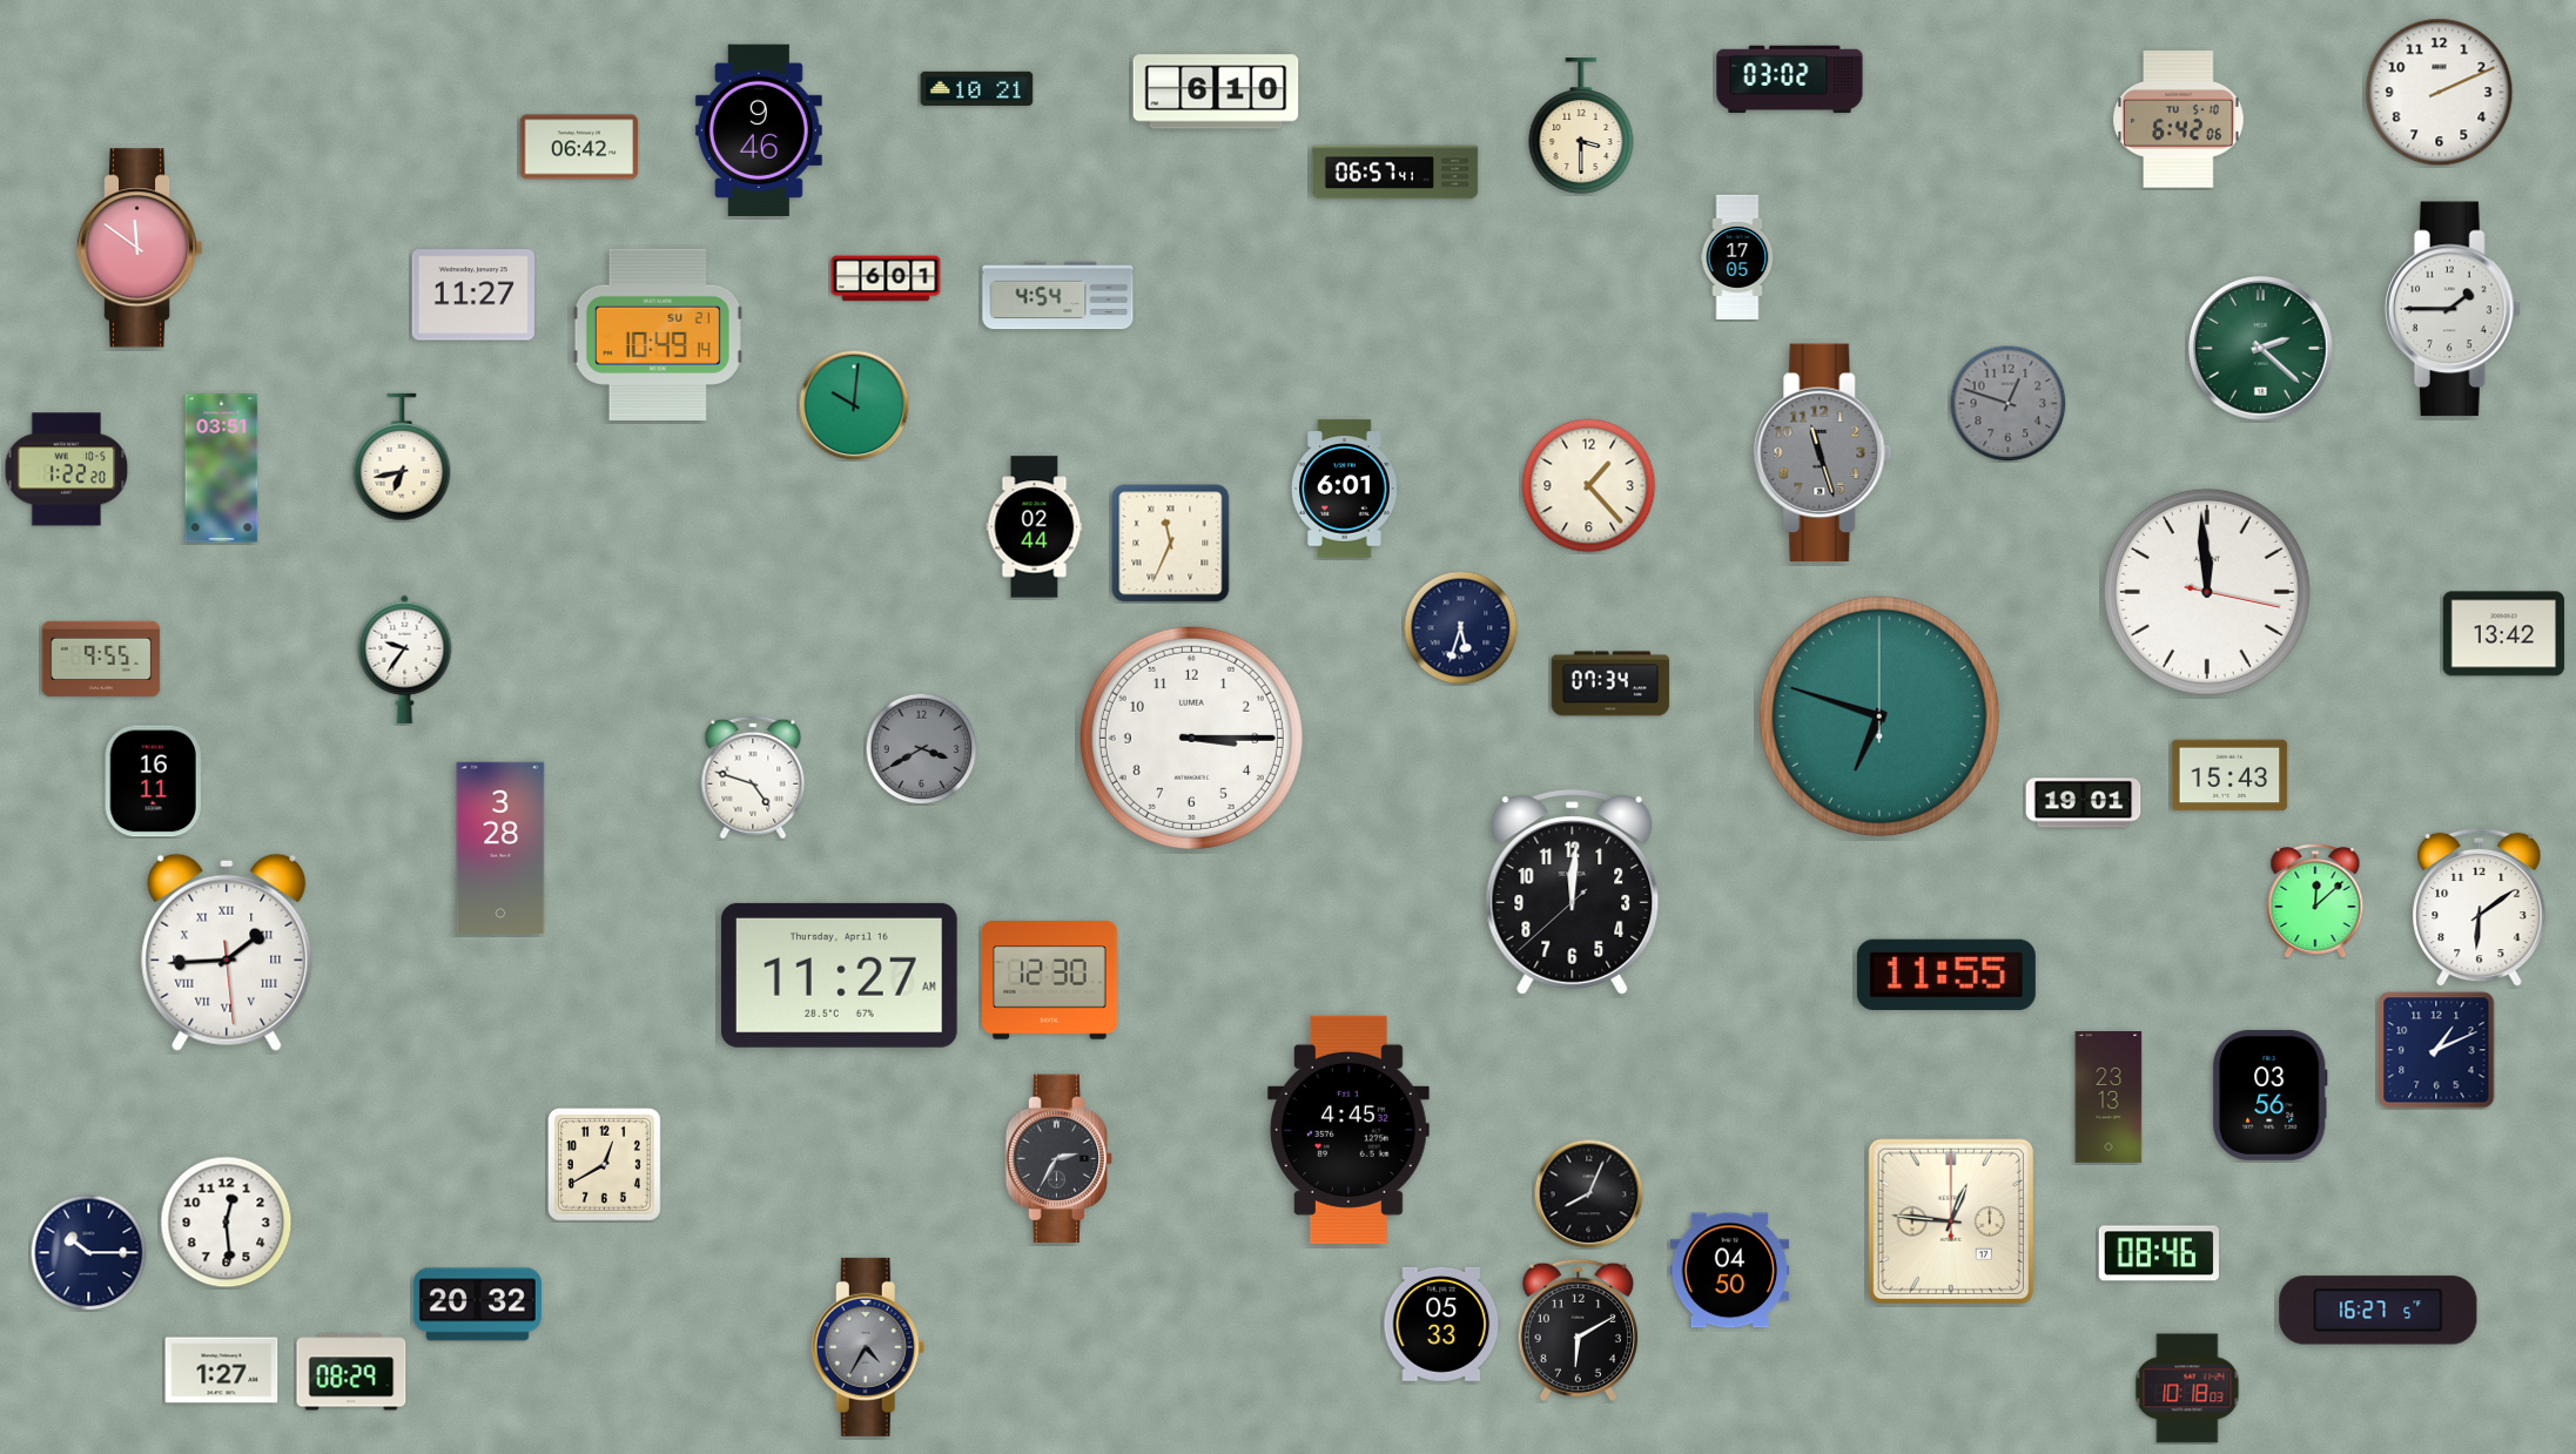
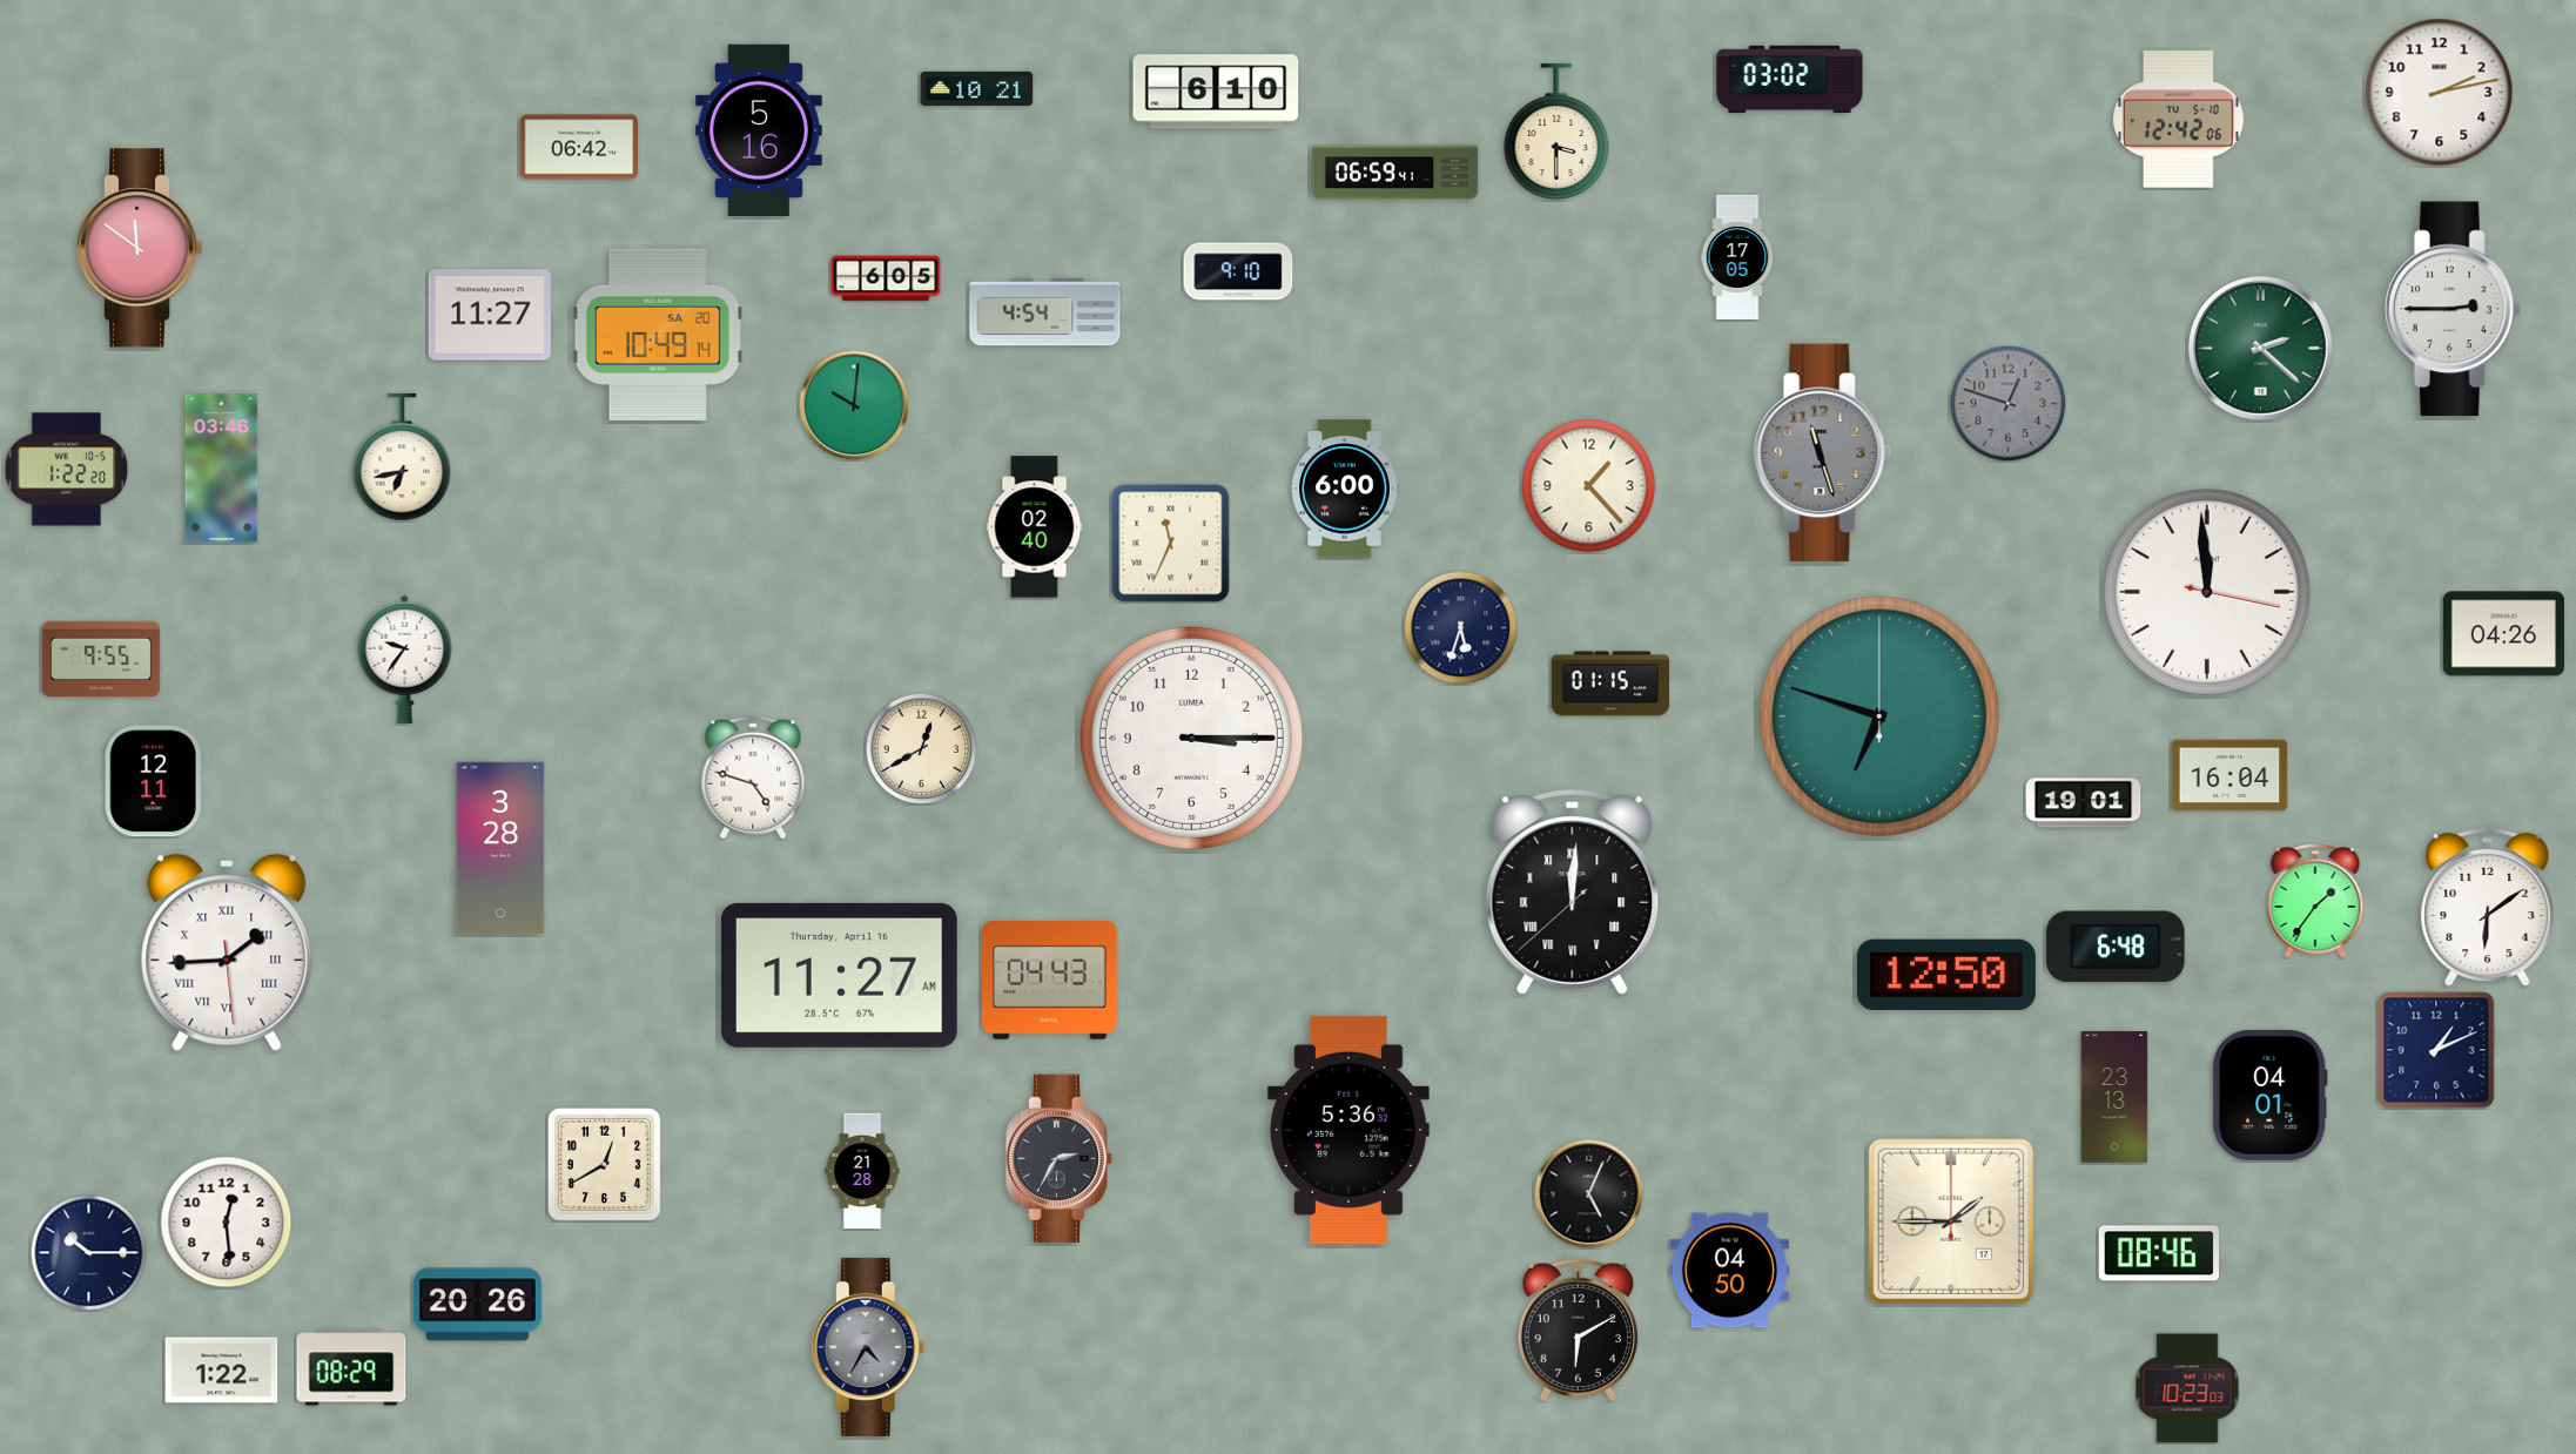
clock at (2440, 93): 2:11 -> 2:13
clock at (2179, 120): 6:42 -> 12:42
clock at (1581, 126) position: (1581, 126) -> (1556, 132)
clock at (759, 130): 9:46 -> 5:16
clock at (1395, 173): 06:57 -> 06:59
clock at (1238, 271): none -> 9:10
clock at (886, 278): 6:01 -> 6:05
clock at (473, 295) position: (473, 295) -> (490, 315)
clock at (1058, 296) position: (1058, 296) -> (1045, 312)
clock at (2453, 309): 1:45 -> 2:45
clock at (658, 335) date: SU 21 -> SA 20
clock at (222, 469): 03:51 -> 03:46
clock at (1345, 489): 6:01 -> 6:00
clock at (1035, 527): 02:44 -> 02:40
clock at (2503, 634): 13:42 -> 04:26
clock at (1610, 684): 07:34 -> 01:15
clock at (921, 748): 3:40 -> 12:40
clock at (921, 748) dial: grey -> cream
clock at (2229, 775): 15:43 -> 16:04
clock at (154, 781): 16:11 -> 12:11
clock at (1573, 893) numerals: Arabic -> Roman
clock at (2315, 902): 12:08 -> 1:36
clock at (2480, 908) position: (2480, 908) -> (2488, 908)
clock at (2116, 947): none -> 6:48
clock at (1946, 975): 11:55 -> 12:50
clock at (1050, 981): 12:30 -> 04:43
clock at (2269, 1095): 03:56 -> 04:01
clock at (2108, 1098) position: (2108, 1098) -> (2114, 1098)
clock at (1348, 1130): 4:45 -> 5:36
clock at (862, 1171): none -> 21:28
clock at (1588, 1193): 8:04 -> 5:04
clock at (1951, 1221): 12:46 -> 1:45
clock at (477, 1305): 20:32 -> 20:26
clock at (2379, 1311): 16:27 -> none
clock at (1442, 1324): 05:33 -> none
clock at (222, 1371): 1:27 -> 1:22
clock at (351, 1372) position: (351, 1372) -> (351, 1367)
clock at (2187, 1388): 10:18 -> 10:23
